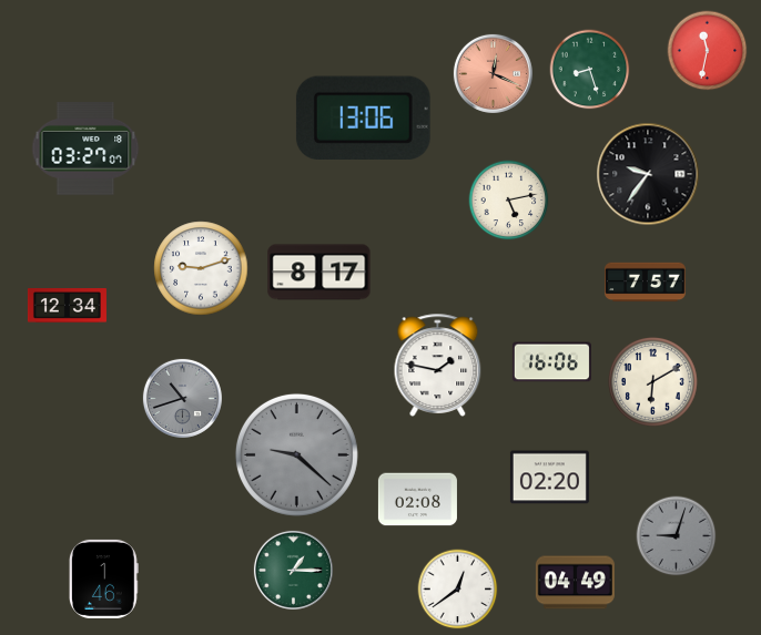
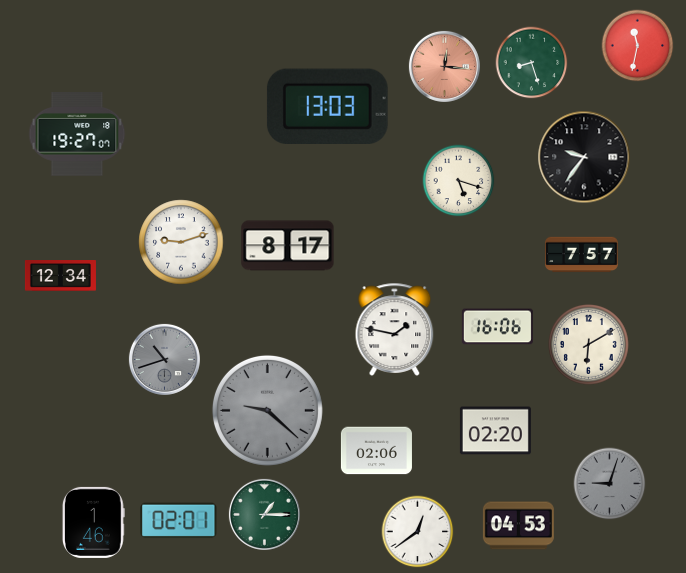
clock at (493, 73): 12:19 -> 12:16
clock at (363, 117): 13:06 -> 13:03
clock at (85, 148): 03:27 -> 19:27
clock at (509, 201): 5:13 -> 5:18
clock at (417, 500): 02:08 -> 02:06
clock at (179, 521): none -> 02:01
clock at (575, 583): 04:49 -> 04:53
clock at (458, 590) position: (458, 590) -> (418, 532)
